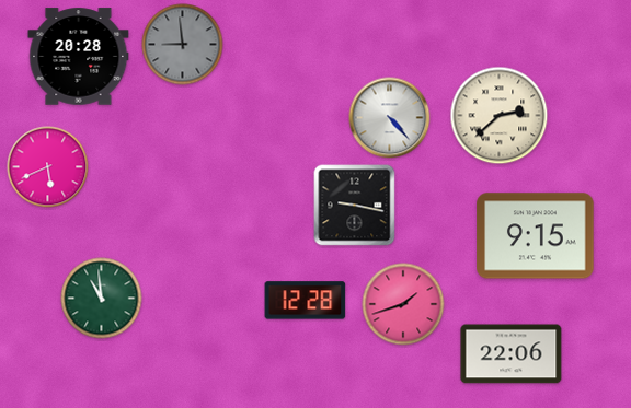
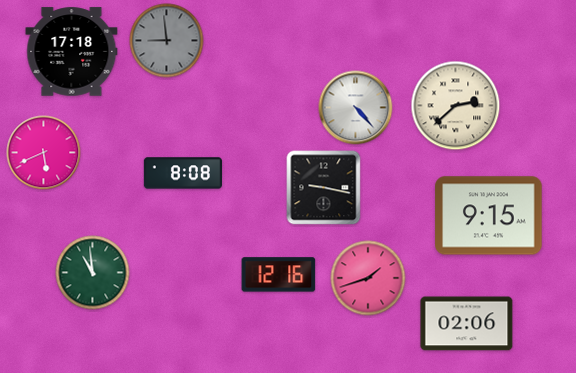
clock at (79, 57): 20:28 -> 17:18
clock at (182, 173): none -> 8:08
clock at (306, 301): 12:28 -> 12:16
clock at (512, 354): 22:06 -> 02:06
